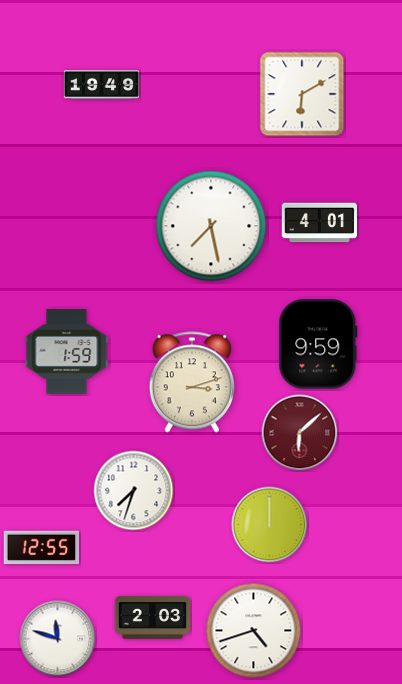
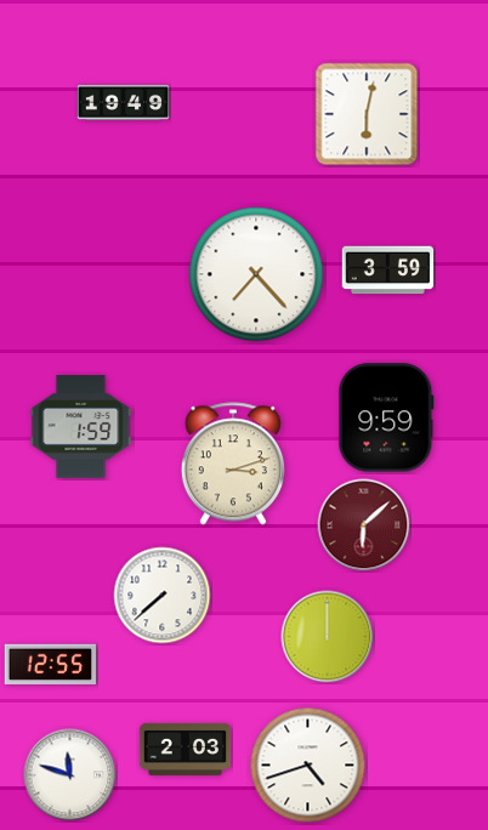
clock at (302, 94): 6:10 -> 6:02
clock at (320, 223): 4:01 -> 3:59
clock at (211, 226): 7:28 -> 7:23
clock at (134, 491): 7:33 -> 7:38
